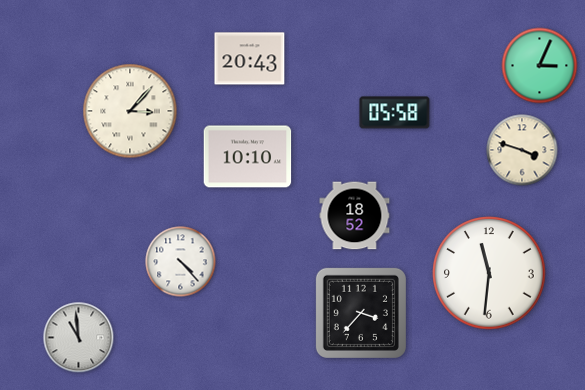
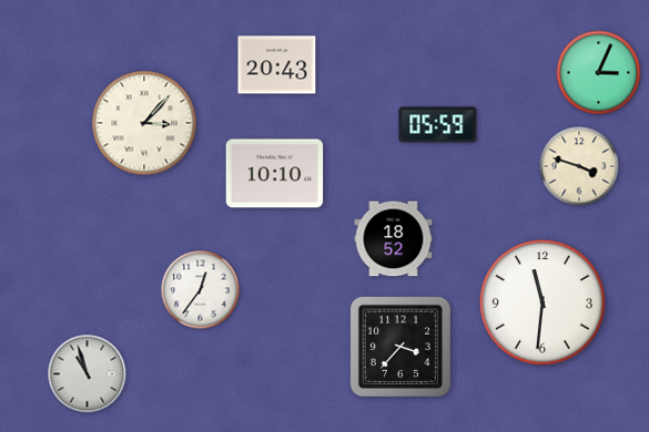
clock at (395, 113): 05:58 -> 05:59
clock at (181, 262): 4:23 -> 12:36
clock at (79, 338): 10:59 -> 10:57
